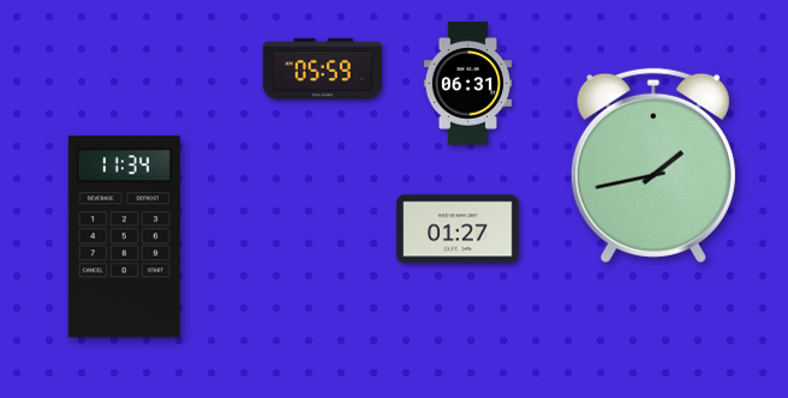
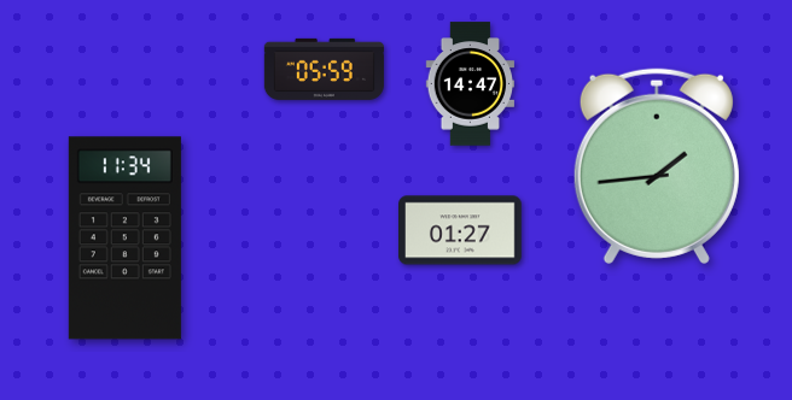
clock at (467, 84): 06:31 -> 14:47
clock at (653, 165): 1:43 -> 1:44
